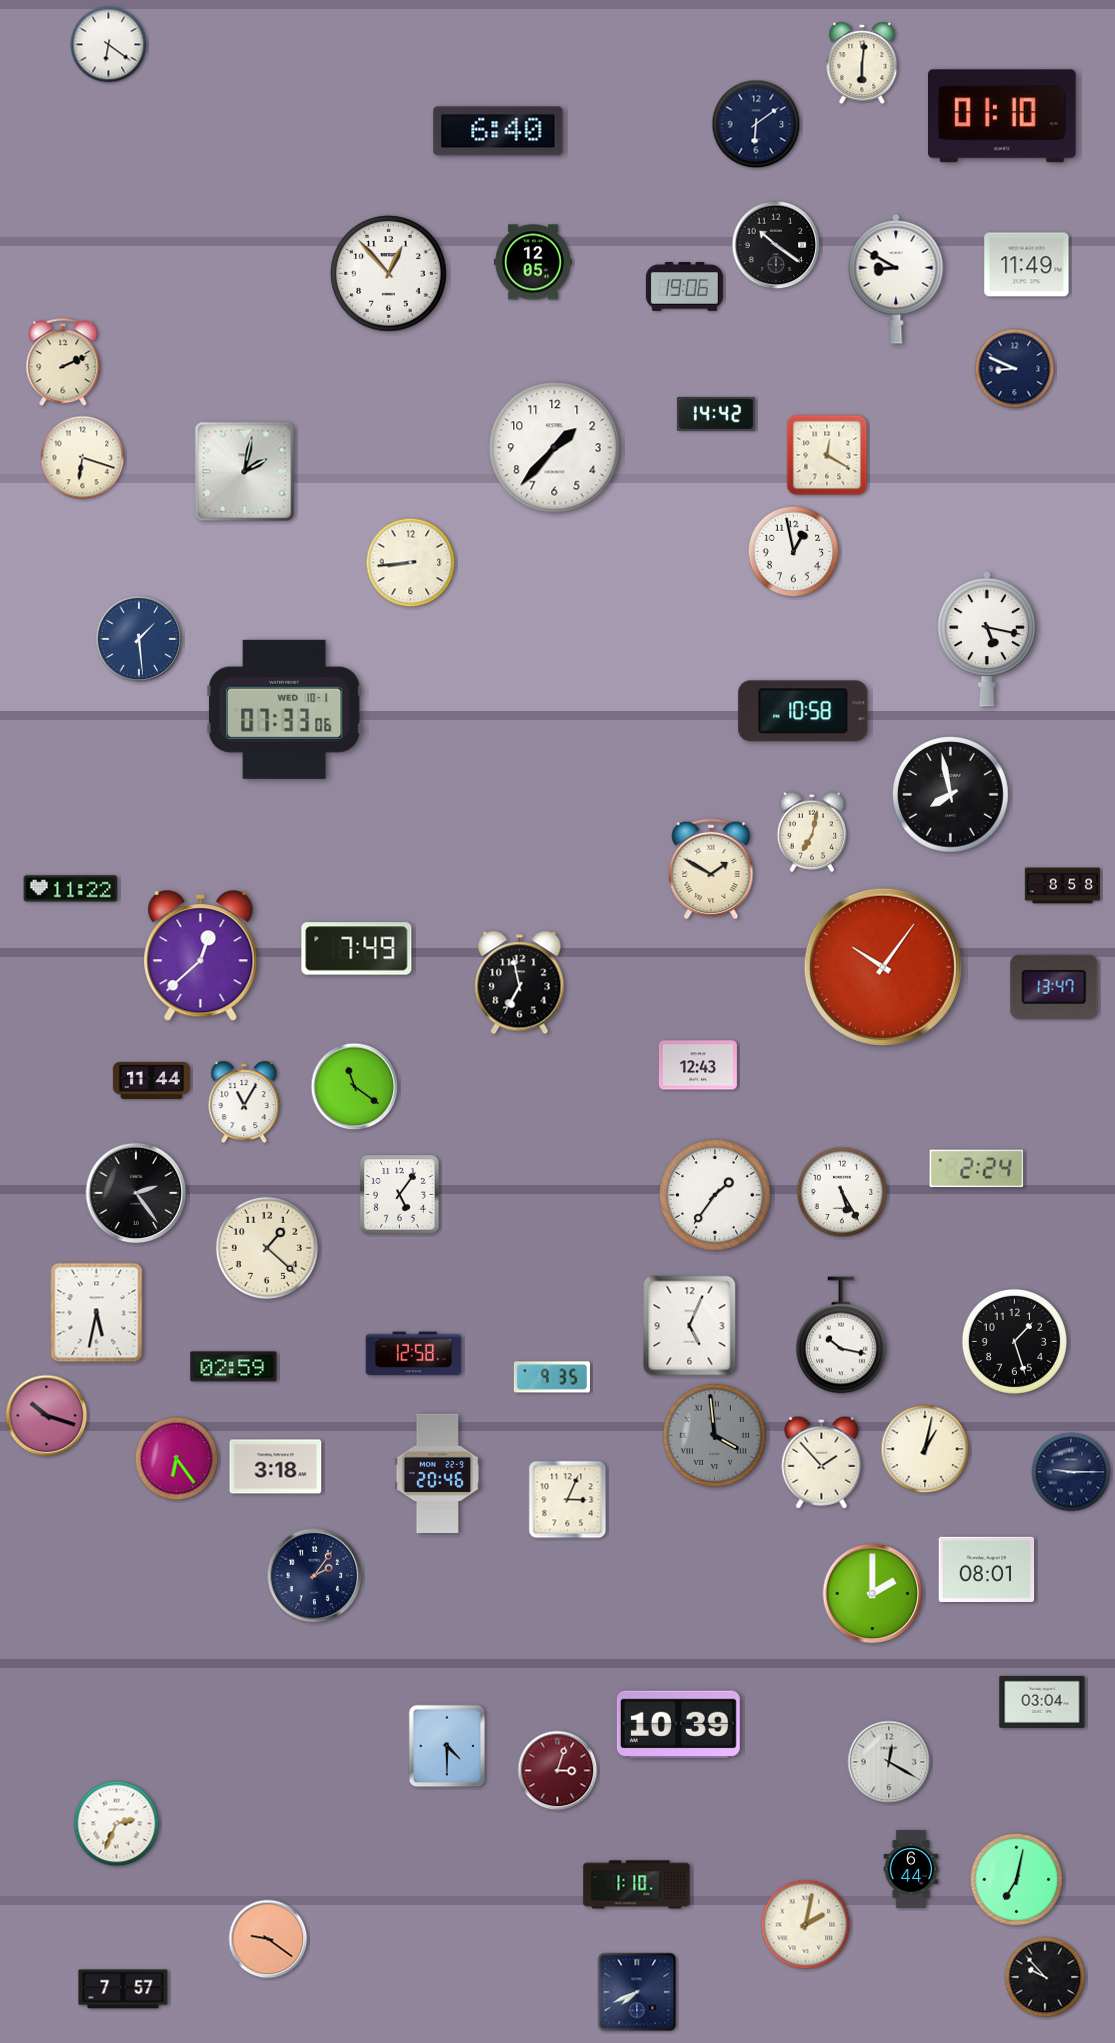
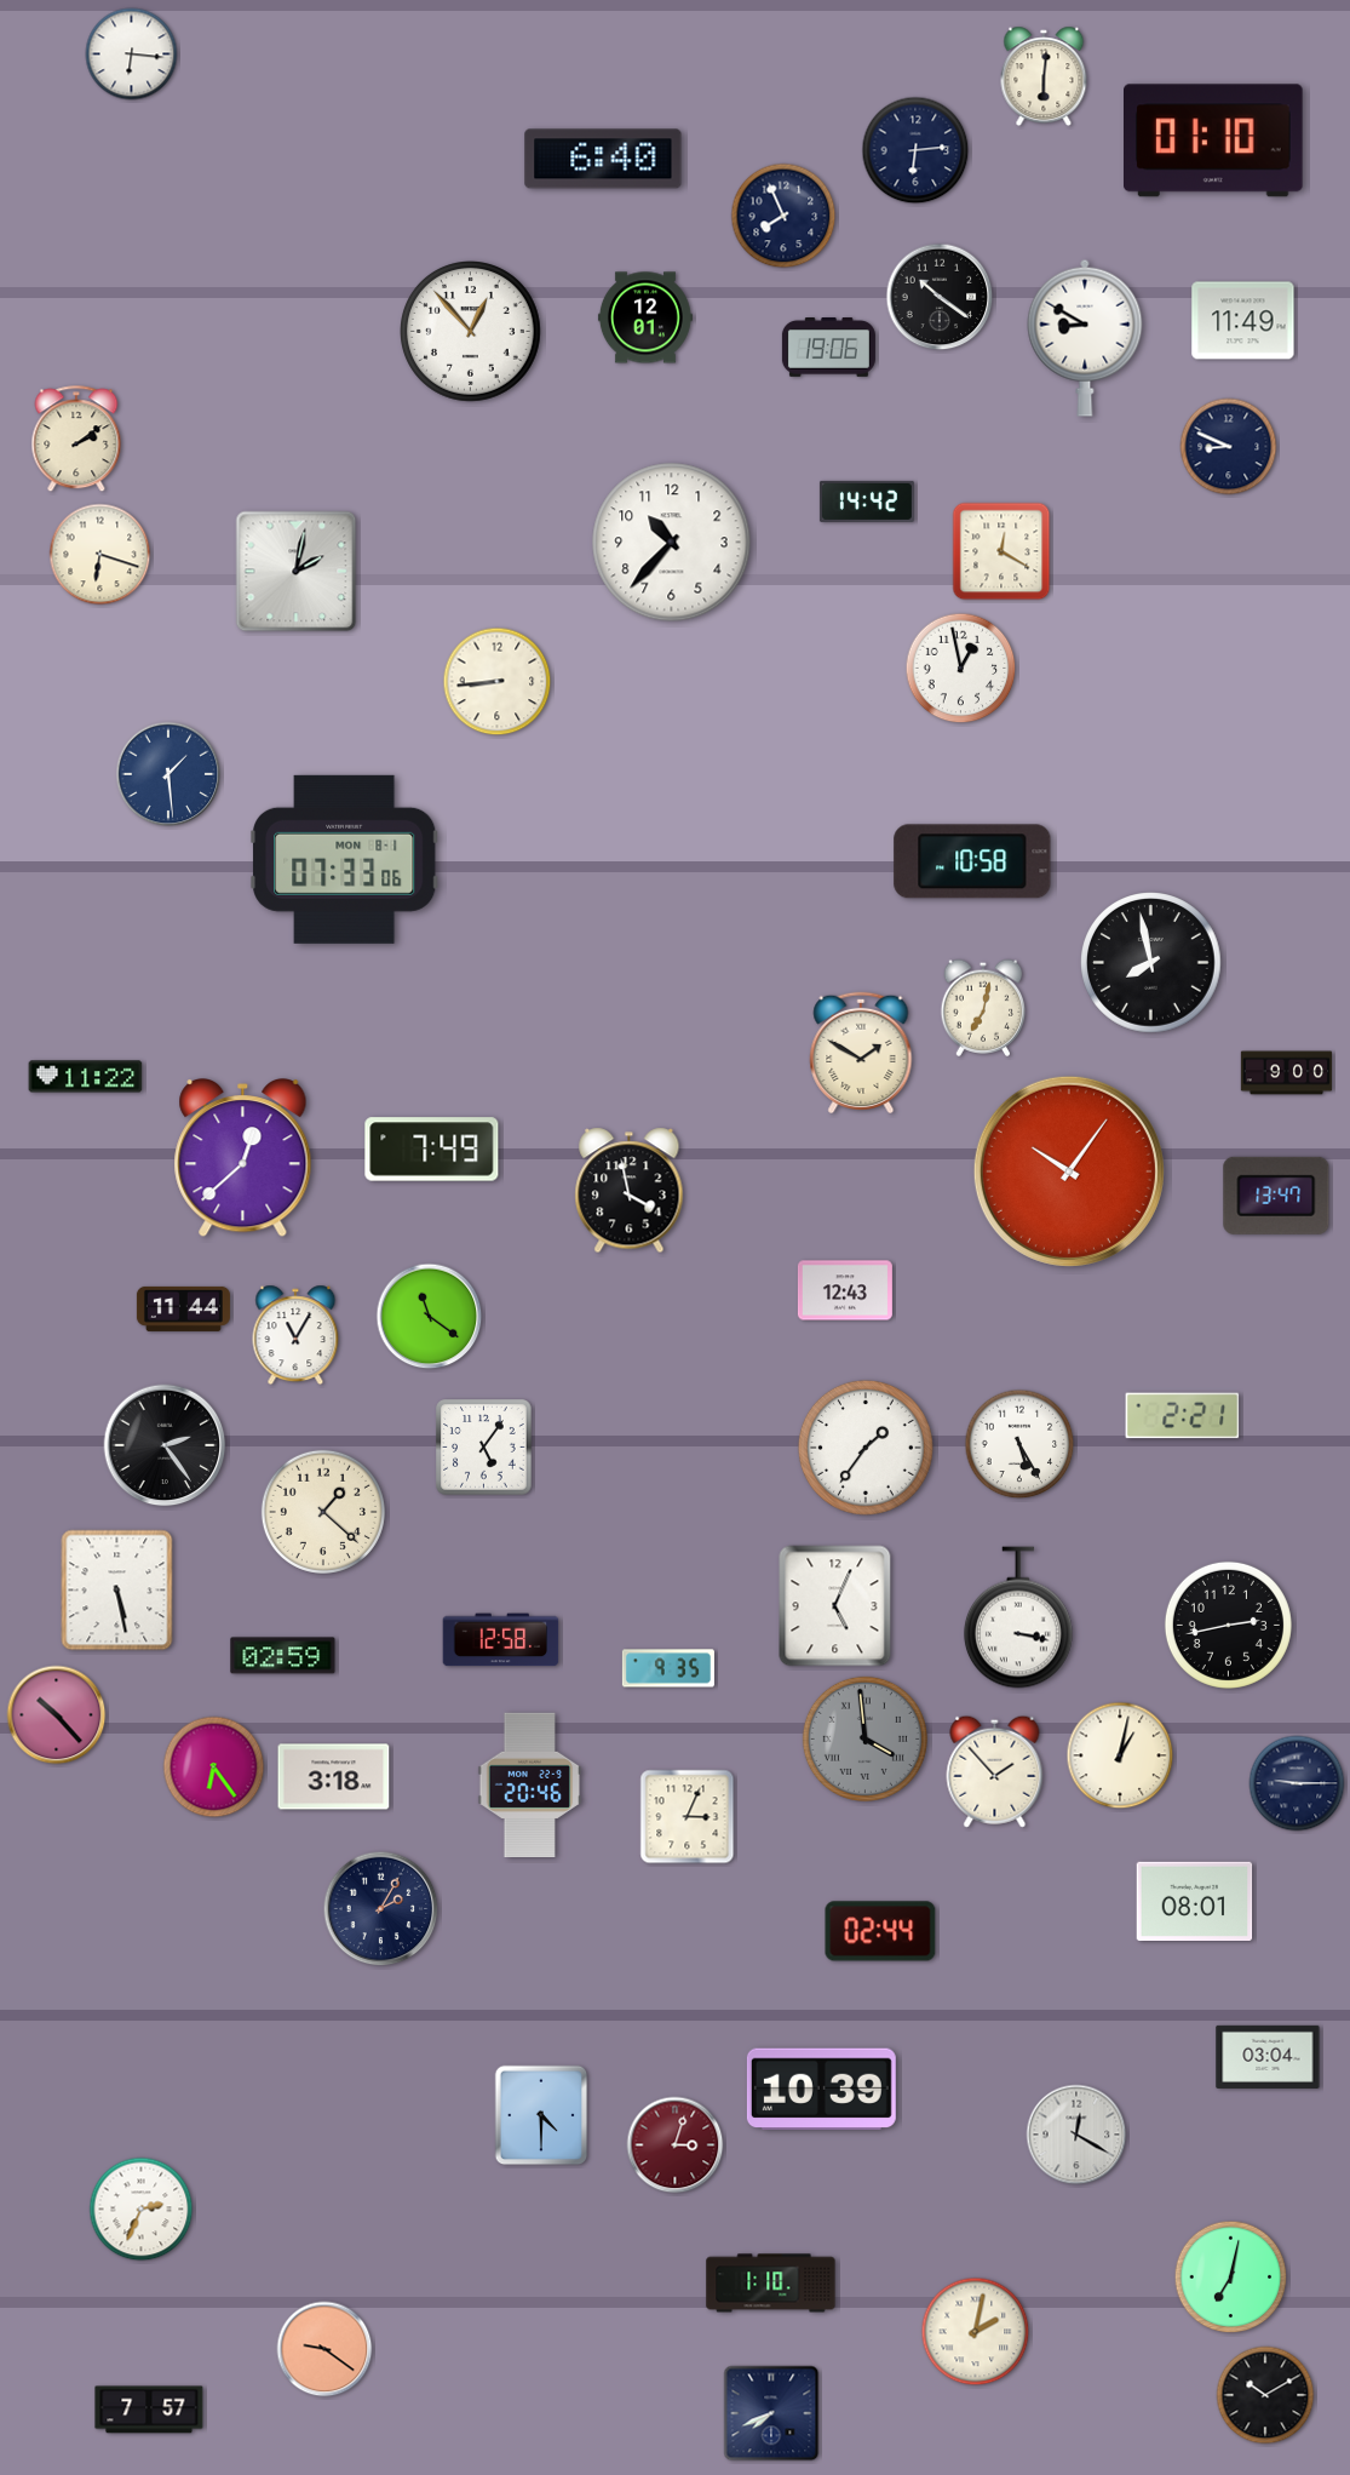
clock at (109, 45): 6:21 -> 6:16
clock at (756, 124): 6:09 -> 6:14
clock at (783, 216): none -> 7:56
clock at (533, 262): 12:05 -> 12:01
clock at (63, 363): 2:11 -> 2:09
clock at (555, 448): 1:37 -> 10:37
clock at (986, 639): 5:17 -> none
clock at (285, 709) date: WED 10-1 -> MON 8-1
clock at (1063, 886): 8:58 -> 9:00
clock at (520, 983): 6:58 -> 3:58
clock at (977, 1169): 2:24 -> 2:21
clock at (97, 1313): 5:32 -> 5:28
clock at (842, 1335): 10:17 -> 3:17
clock at (1014, 1341): 1:27 -> 2:43
clock at (47, 1416): 10:18 -> 10:23
clock at (315, 1576): 2:06 -> 2:05
clock at (880, 1931): none -> 02:44
clock at (873, 1594): 2:00 -> none
clock at (1042, 1702) position: (1042, 1702) -> (1268, 2057)
clock at (911, 1869): 6:44 -> none
clock at (1045, 1977): 9:53 -> 10:10
